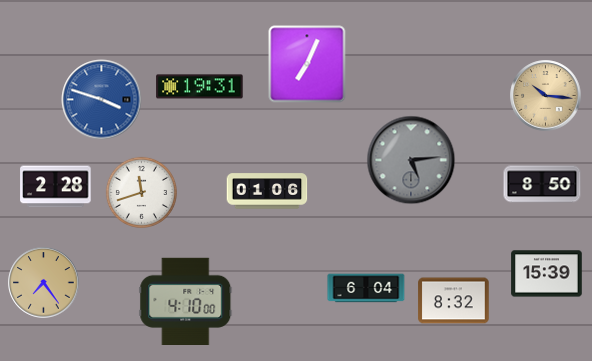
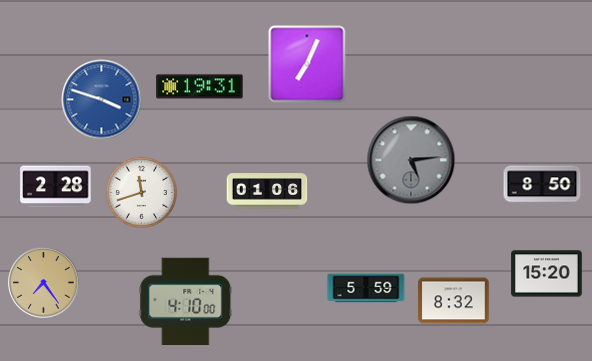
clock at (546, 96): 10:16 -> none
clock at (547, 274): 15:39 -> 15:20
clock at (366, 288): 6:04 -> 5:59
